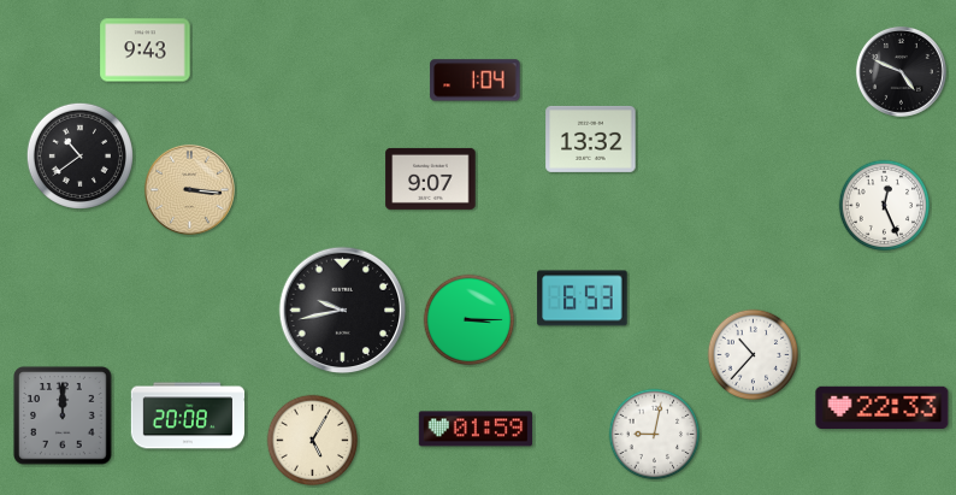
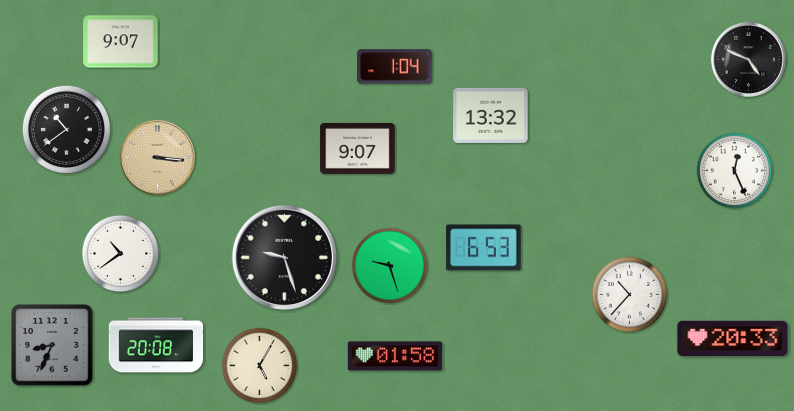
clock at (146, 51): 9:43 -> 9:07
clock at (121, 254): none -> 10:39
clock at (343, 311): 9:43 -> 9:27
clock at (470, 320): 3:15 -> 9:27
clock at (754, 355) position: (754, 355) -> (630, 295)
clock at (883, 407): 22:33 -> 20:33
clock at (63, 416): 12:00 -> 8:34
clock at (474, 429): 01:59 -> 01:58
clock at (655, 435): 9:02 -> none
